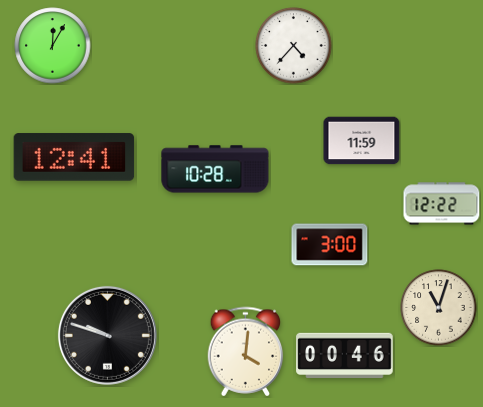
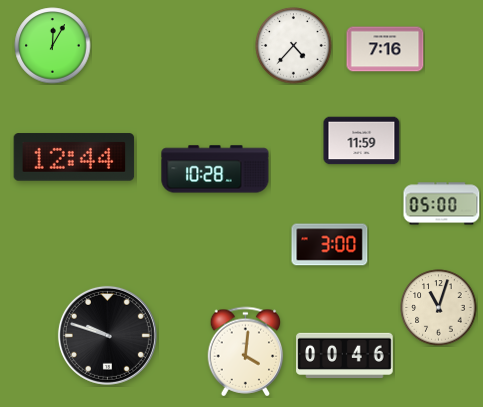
clock at (385, 49): none -> 7:16
clock at (74, 157): 12:41 -> 12:44
clock at (442, 204): 12:22 -> 05:00
